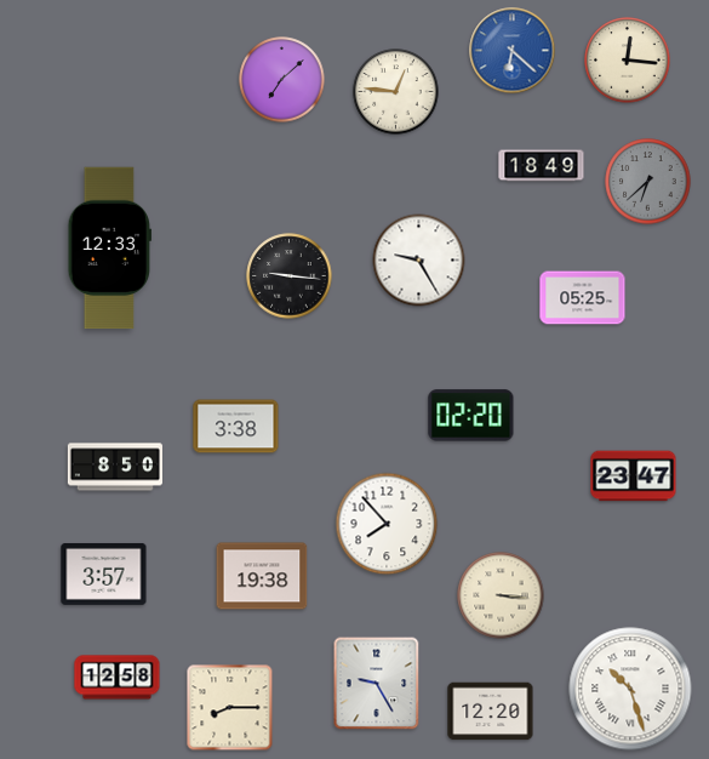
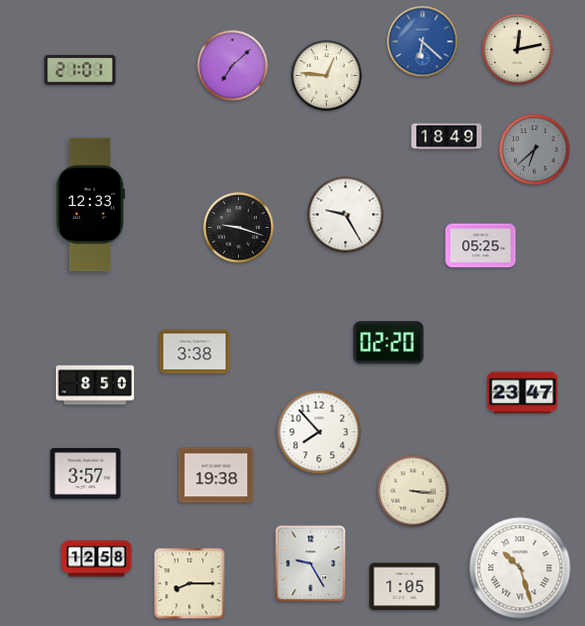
clock at (628, 61): 12:16 -> 12:13
clock at (80, 70): none -> 21:01
clock at (290, 276): 9:16 -> 9:18
clock at (491, 712): 12:20 -> 1:05
